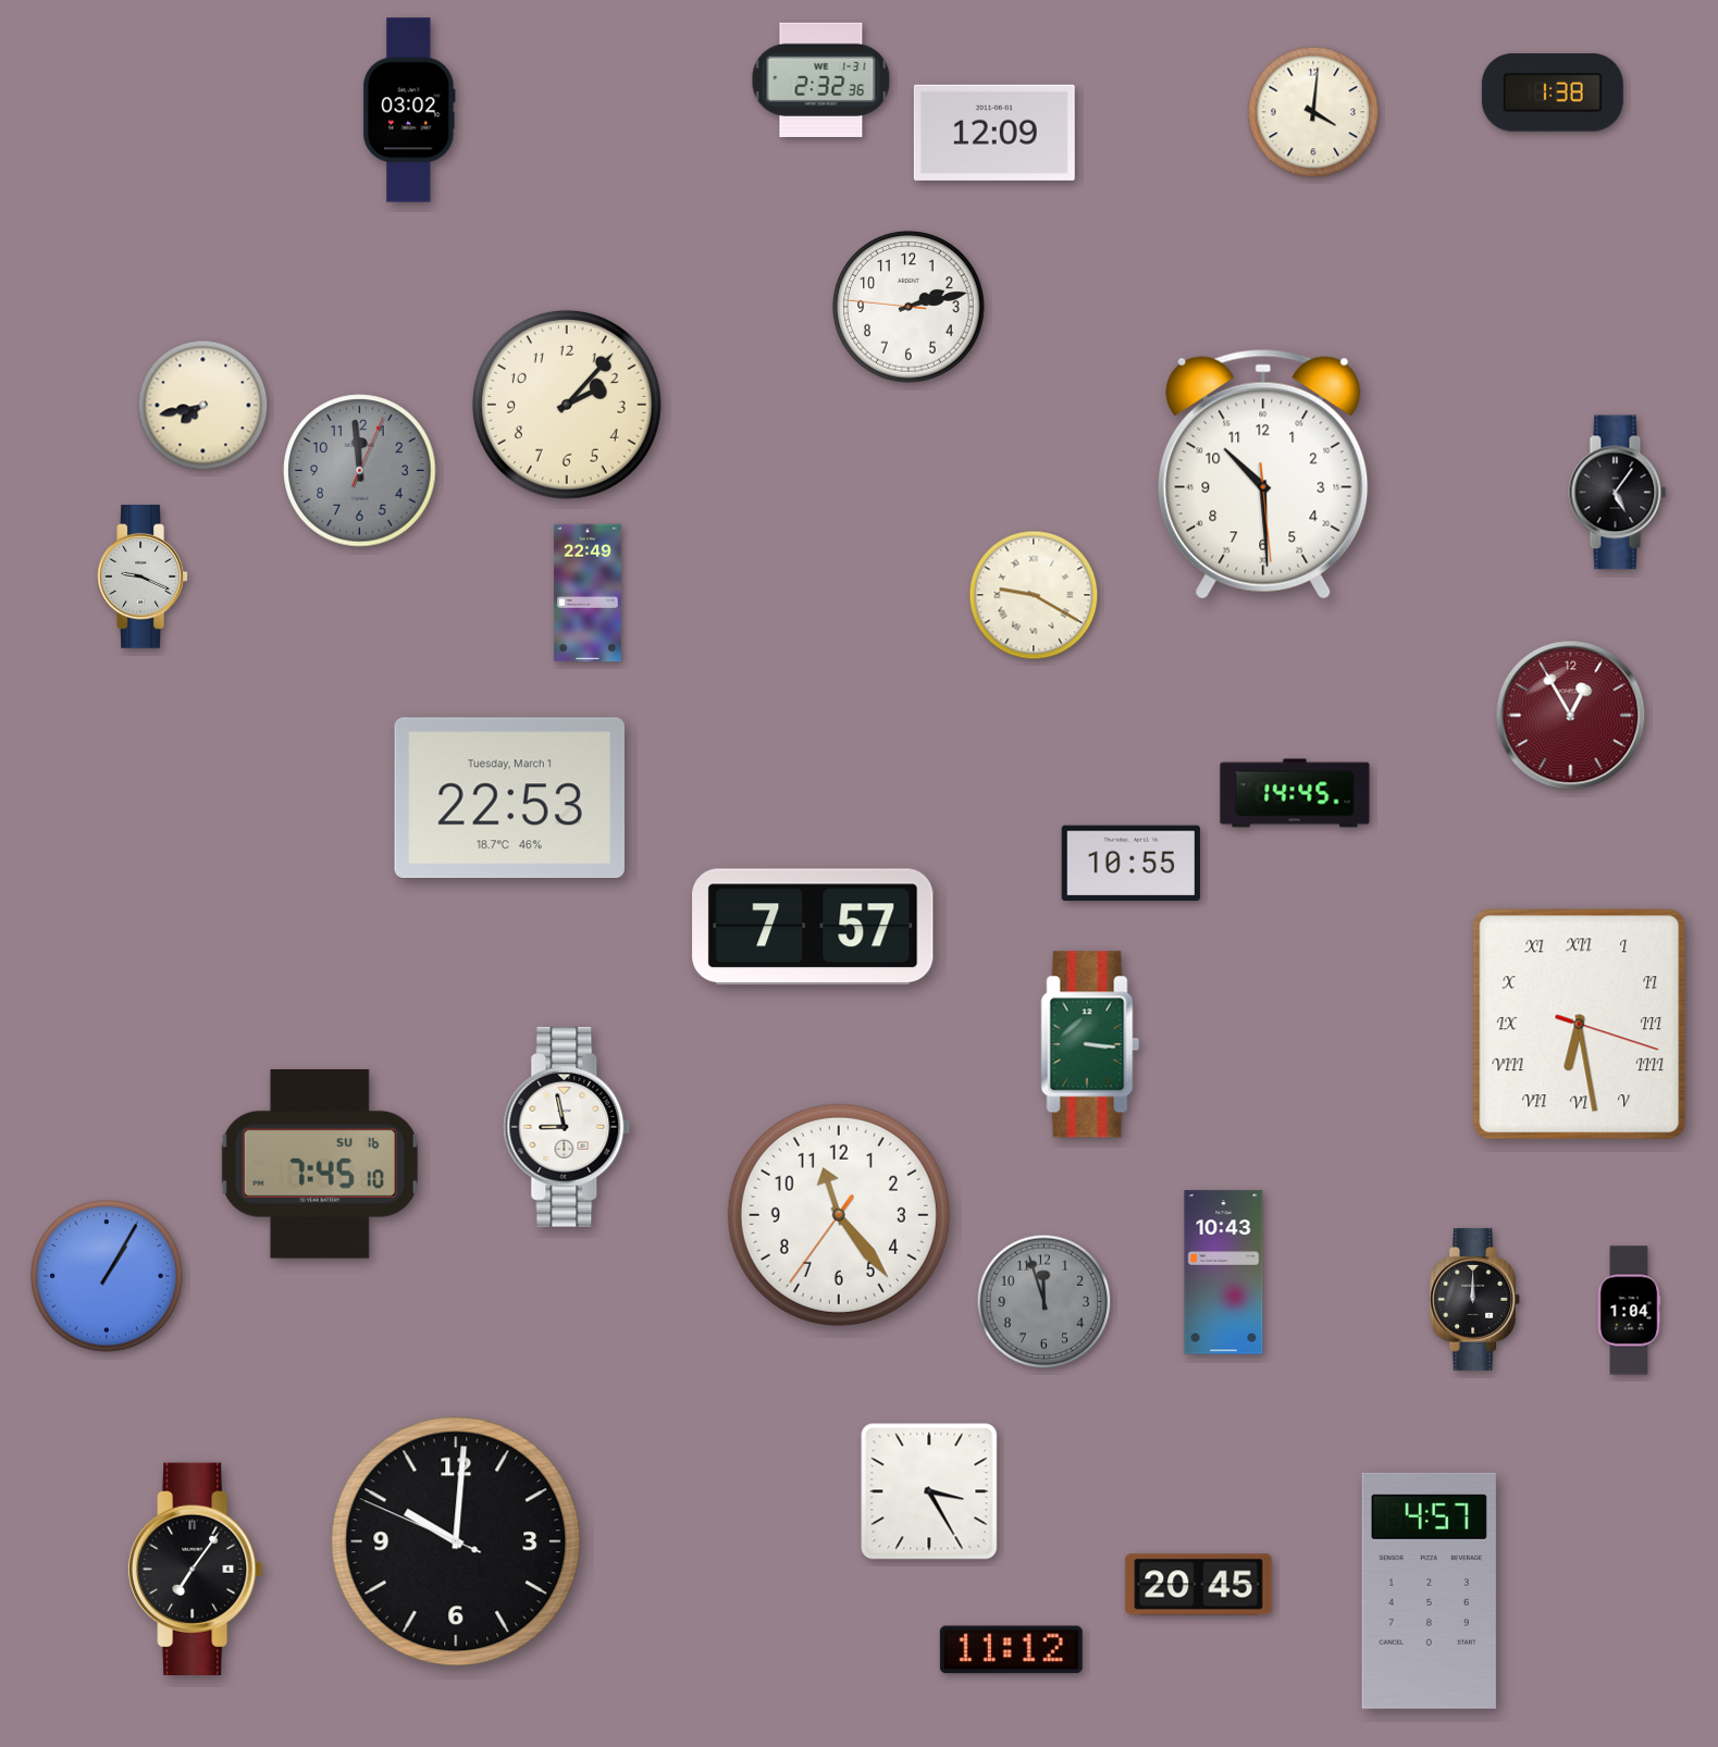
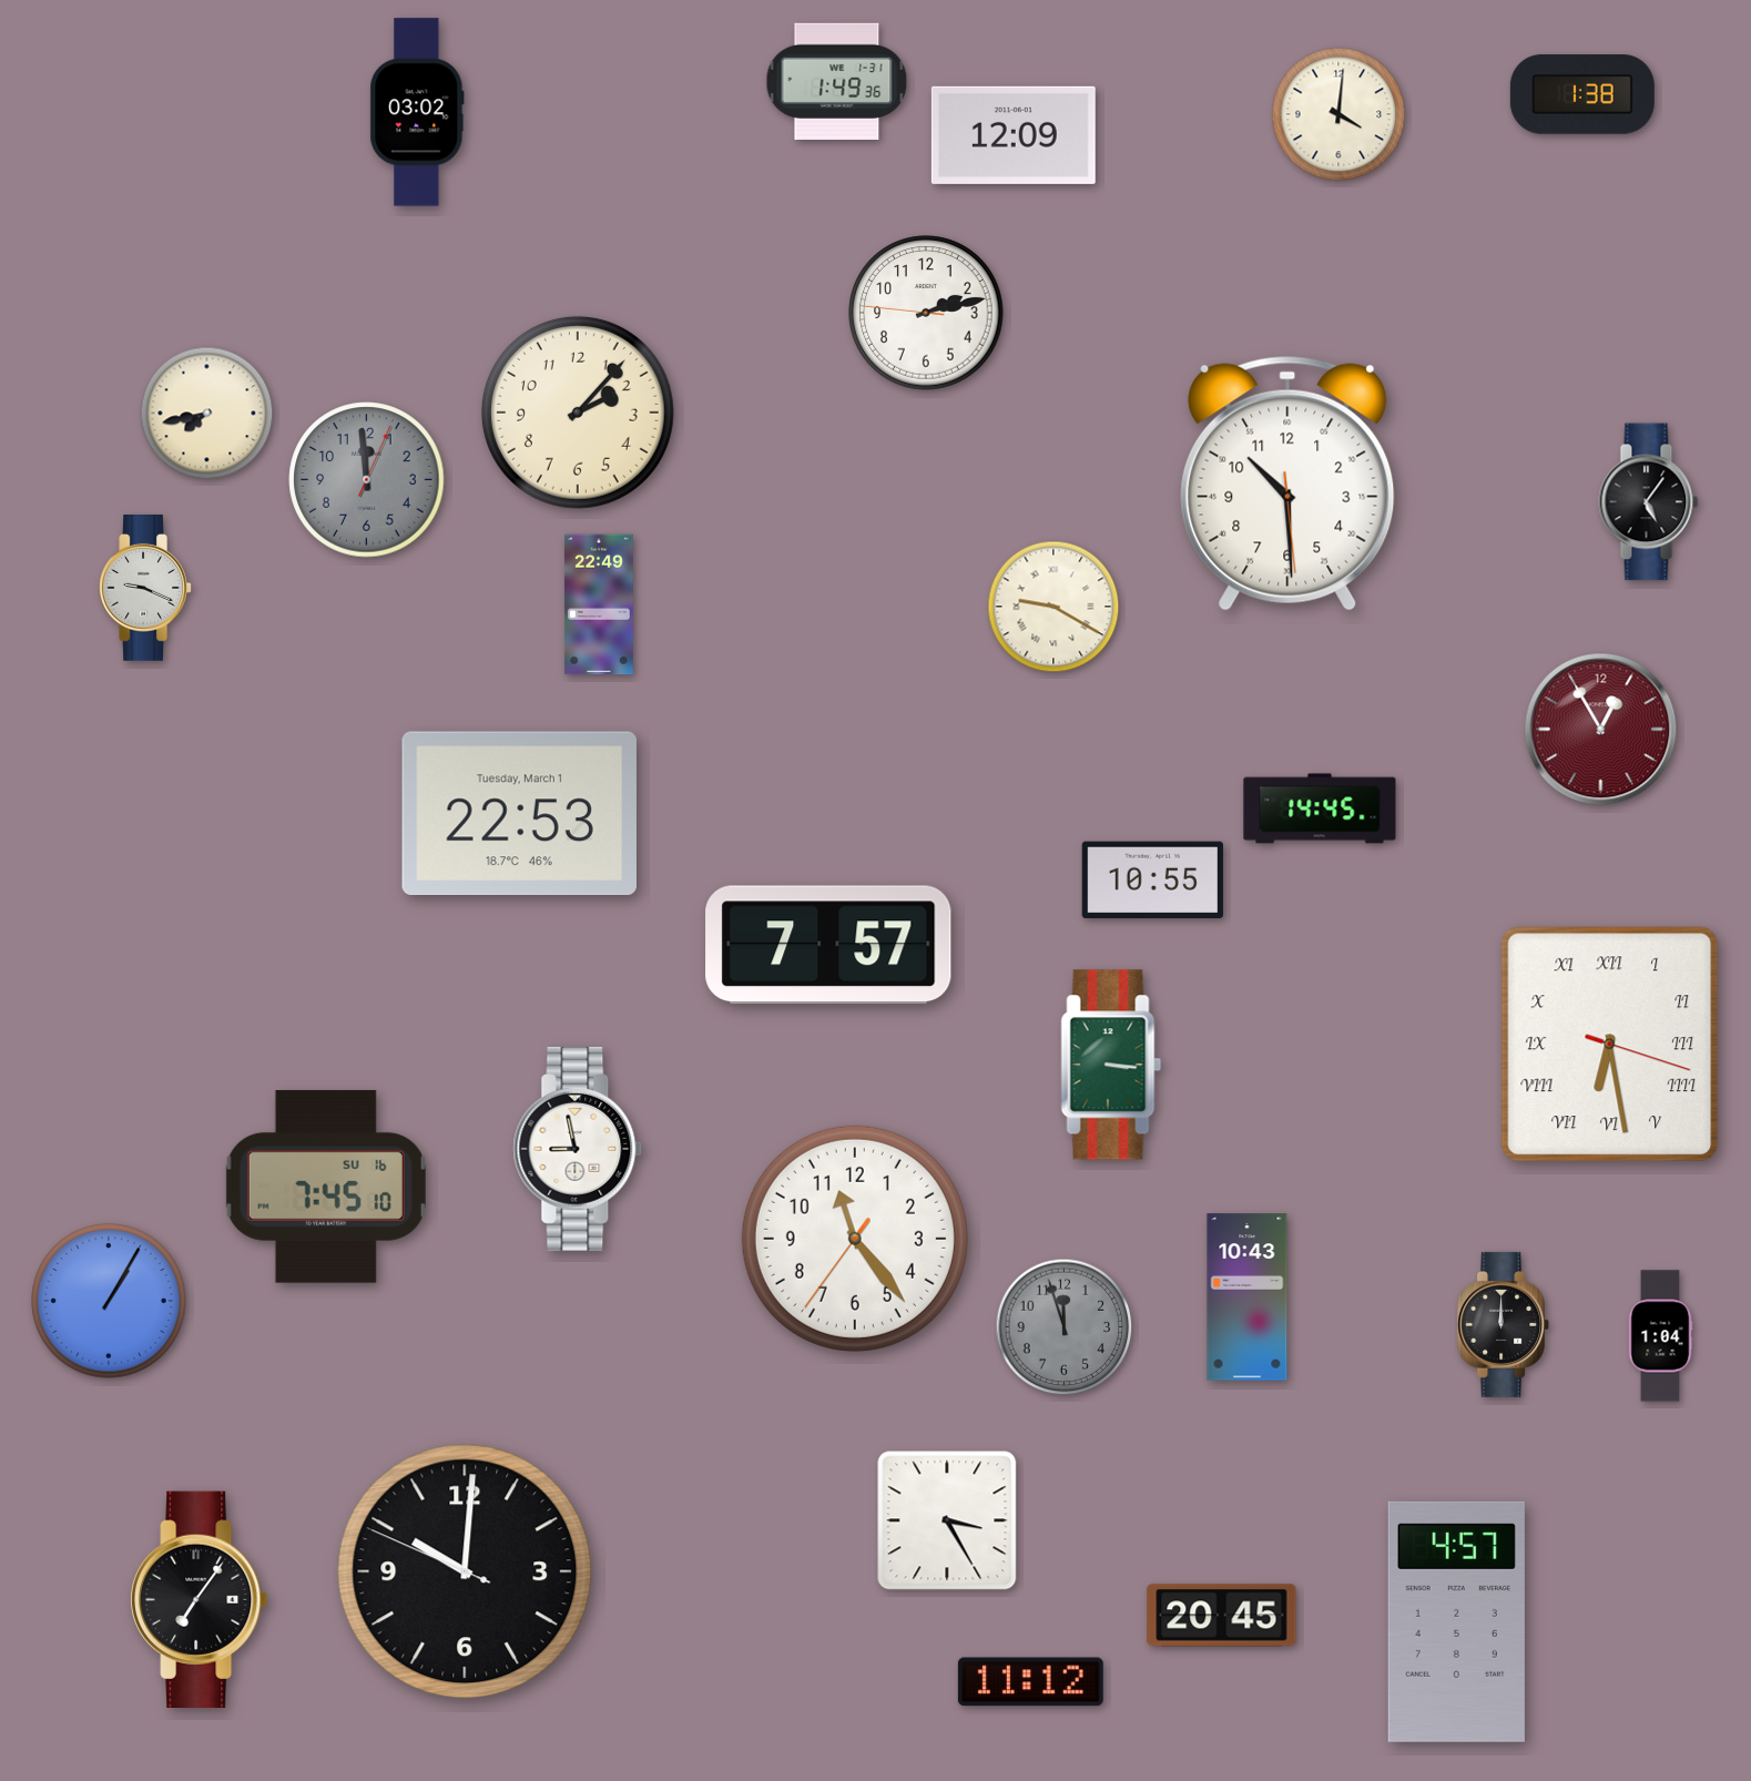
clock at (821, 79): 2:32 -> 1:49
